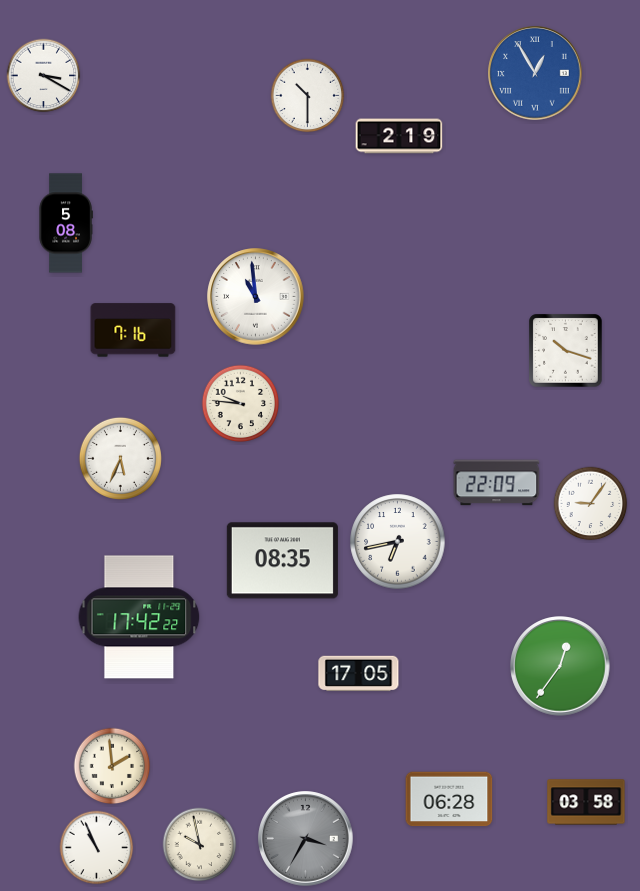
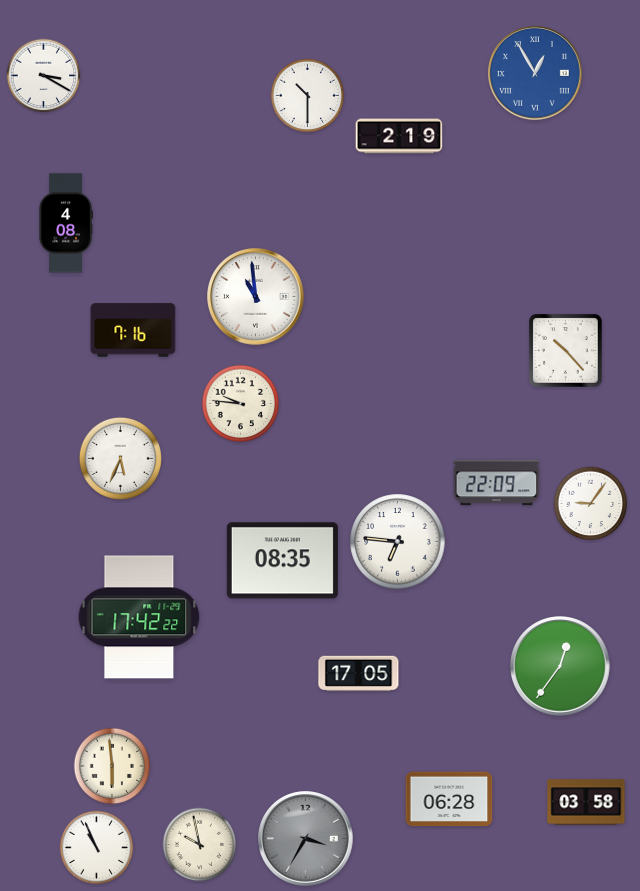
clock at (66, 223): 5:08 -> 4:08
clock at (566, 351): 10:18 -> 10:23
clock at (398, 542): 6:43 -> 6:46
clock at (112, 766): 1:59 -> 5:59
